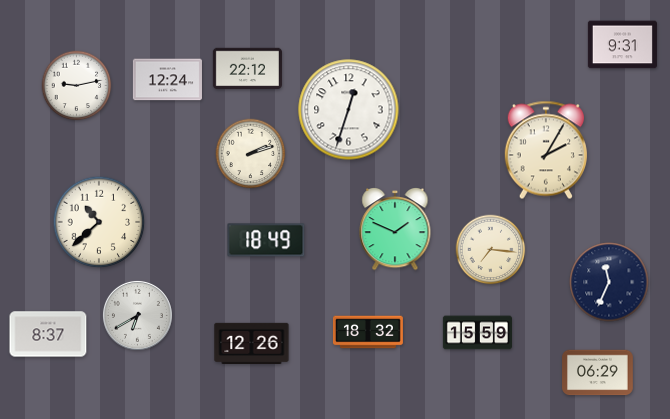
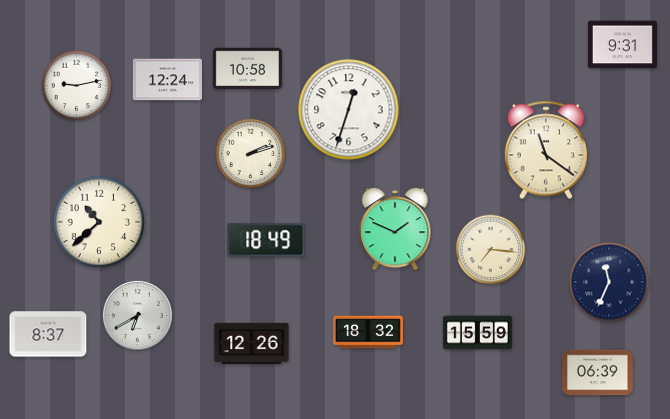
clock at (247, 69): 22:12 -> 10:58
clock at (546, 150): 2:05 -> 11:21
clock at (598, 373): 06:29 -> 06:39
